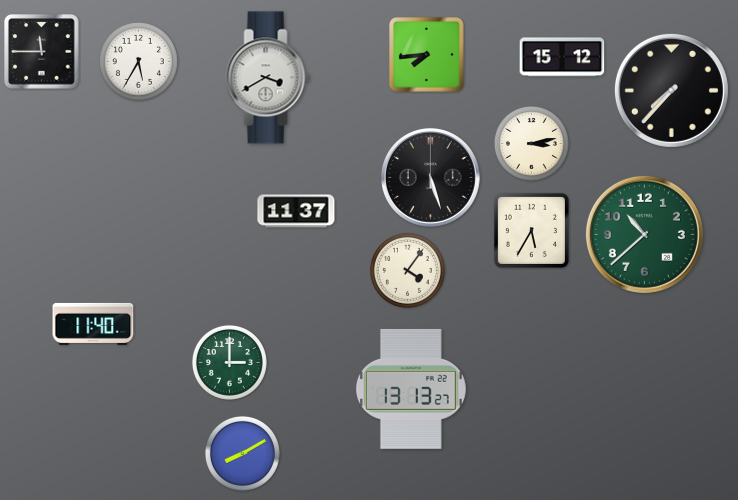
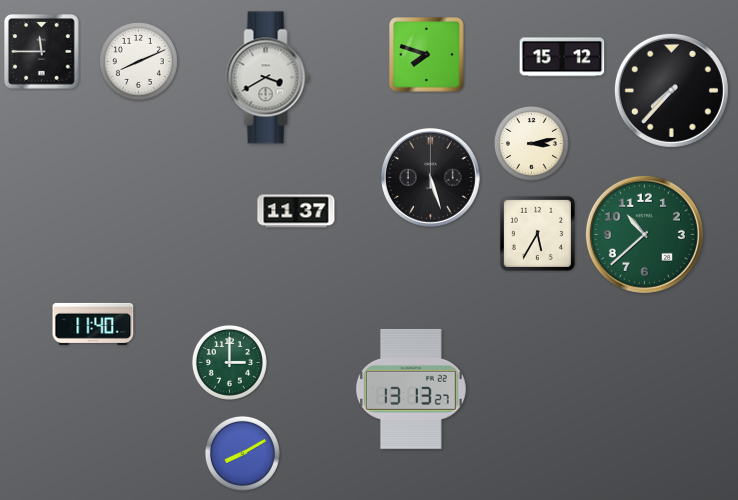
clock at (427, 55): 7:44 -> 7:48
clock at (138, 61): 5:35 -> 8:11
clock at (531, 230) position: (531, 230) -> (537, 233)
clock at (407, 270): 4:06 -> none
